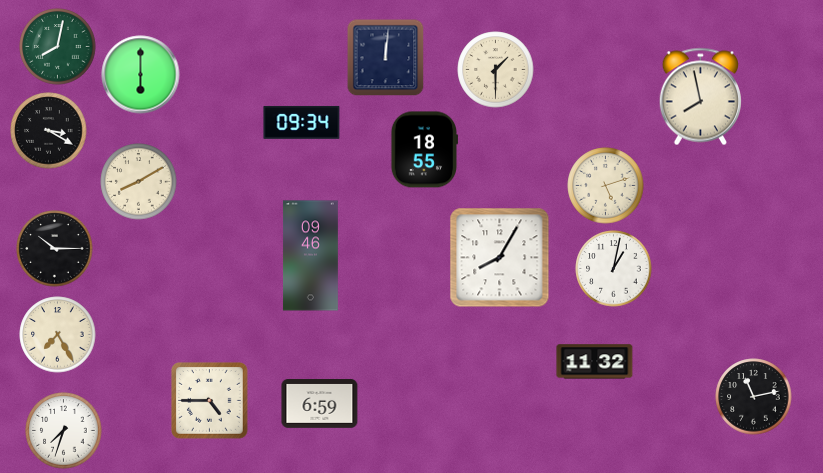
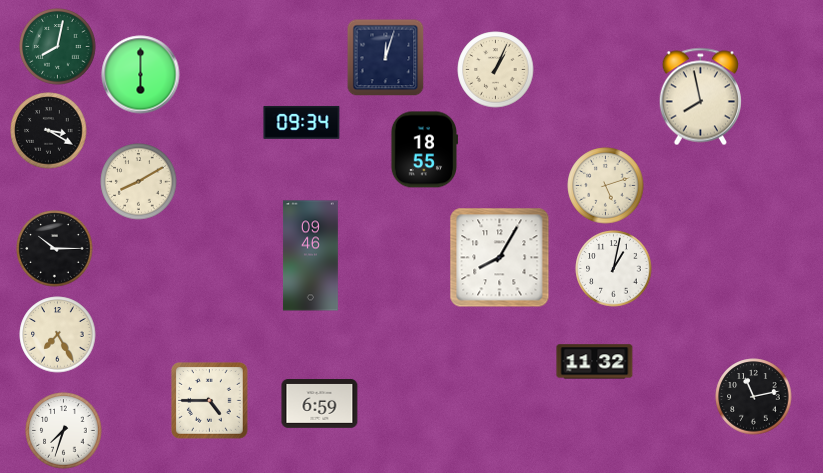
clock at (385, 57): 12:01 -> 12:03
clock at (496, 70): 1:30 -> 1:04
